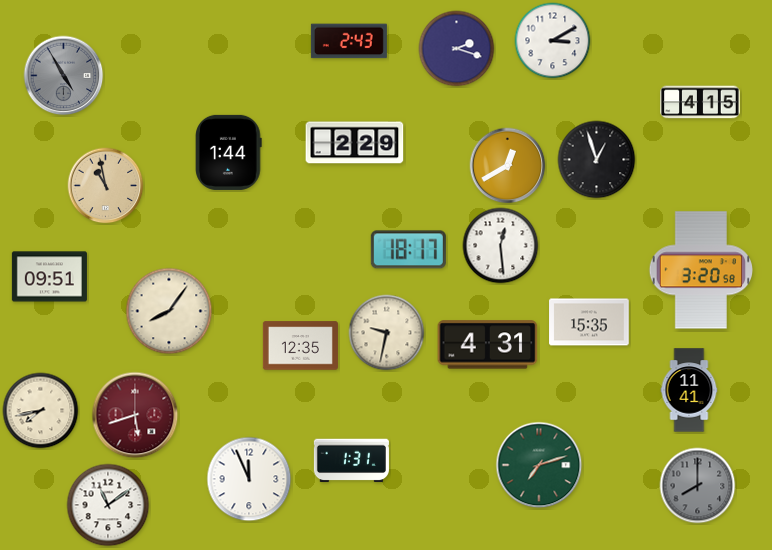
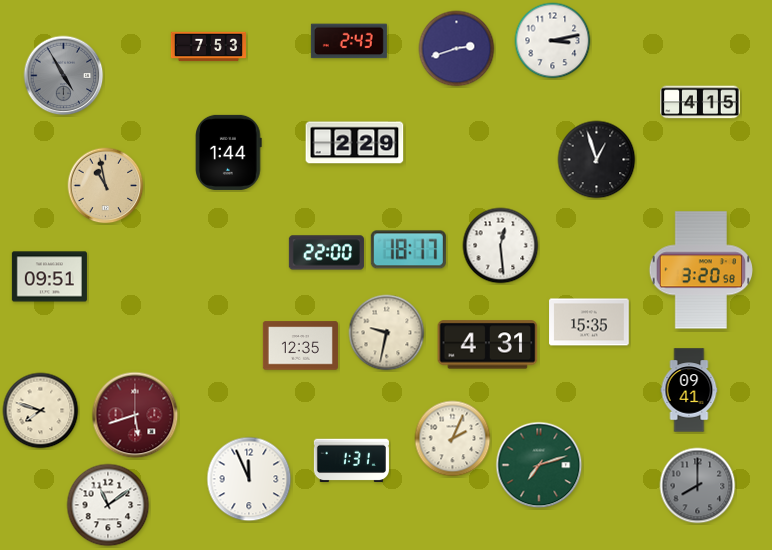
clock at (553, 41): 3:10 -> 3:13
clock at (208, 47): none -> 7:53
clock at (457, 49): 2:18 -> 2:42
clock at (508, 166): 12:40 -> none
clock at (326, 253): none -> 22:00
clock at (169, 311): 8:06 -> none
clock at (689, 390): 11:41 -> 09:41
clock at (41, 411): 7:43 -> 7:48
clock at (453, 439): none -> 2:04
